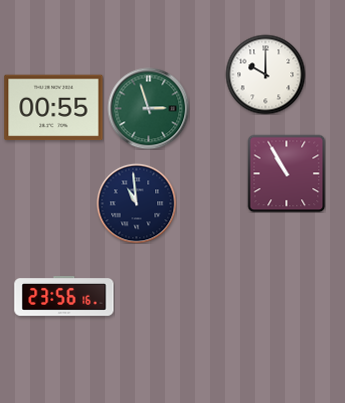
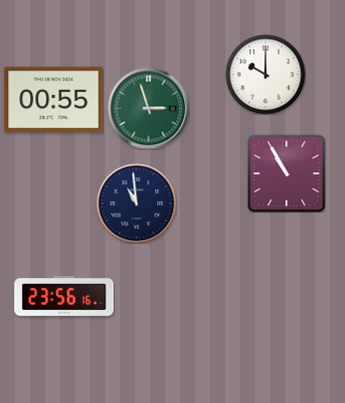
clock at (54, 108) position: (54, 108) -> (54, 100)
